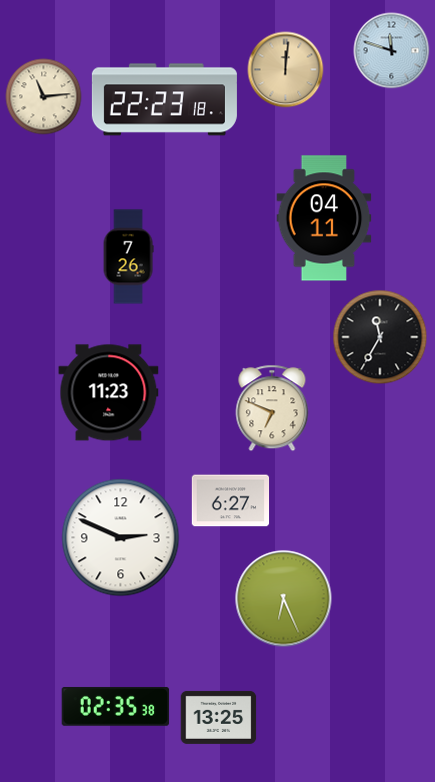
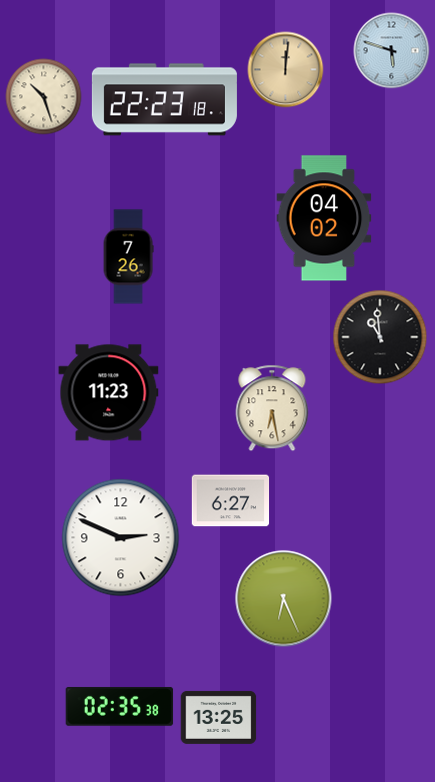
clock at (392, 51): 11:48 -> 5:48
clock at (44, 97): 11:14 -> 10:27
clock at (324, 218): 04:11 -> 04:02
clock at (380, 337): 11:35 -> 10:59
clock at (272, 408): 6:49 -> 6:28
clock at (116, 707) position: (116, 707) -> (120, 707)
